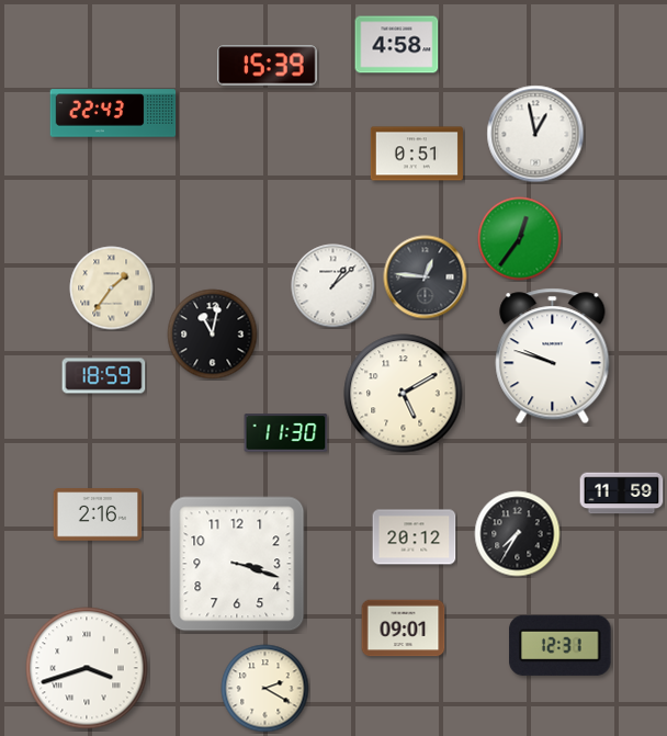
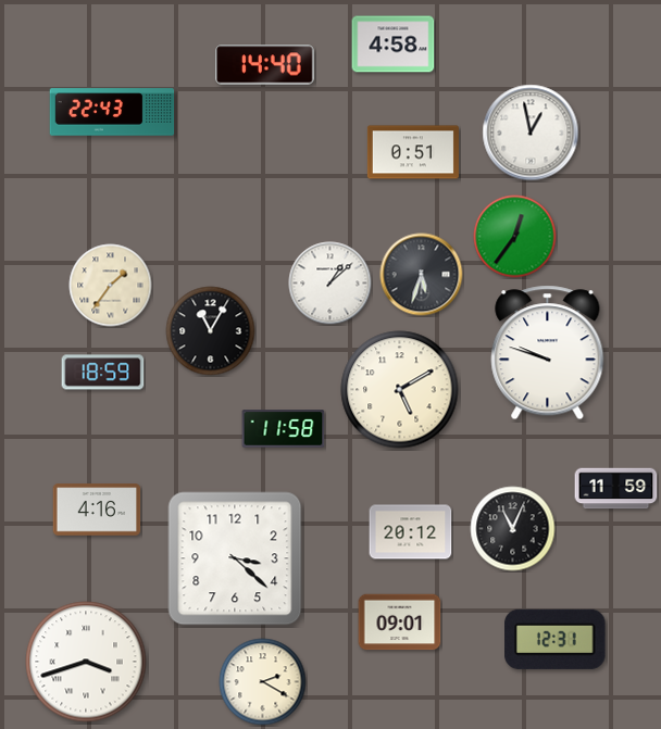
clock at (268, 66): 15:39 -> 14:40
clock at (426, 278): 12:46 -> 5:33
clock at (213, 335): 11:02 -> 11:05
clock at (286, 433): 11:30 -> 11:58
clock at (98, 514): 2:16 -> 4:16
clock at (518, 534): 7:35 -> 11:04
clock at (237, 564): 3:18 -> 3:22
